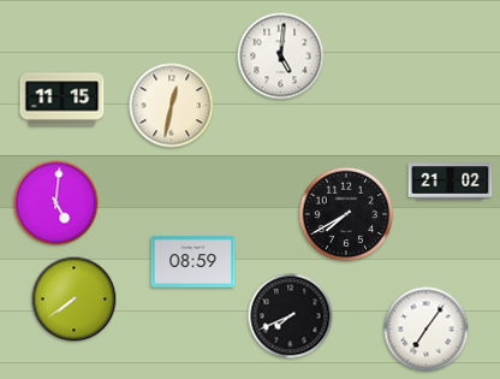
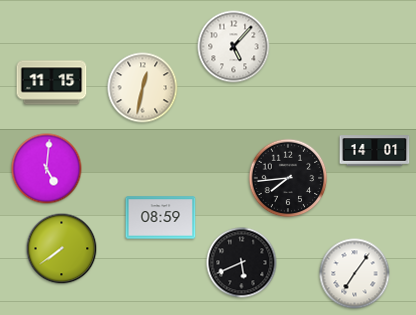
clock at (281, 57): 5:01 -> 5:07
clock at (451, 182): 21:02 -> 14:01
clock at (346, 214): 7:40 -> 7:44
clock at (291, 316): 7:41 -> 5:41
